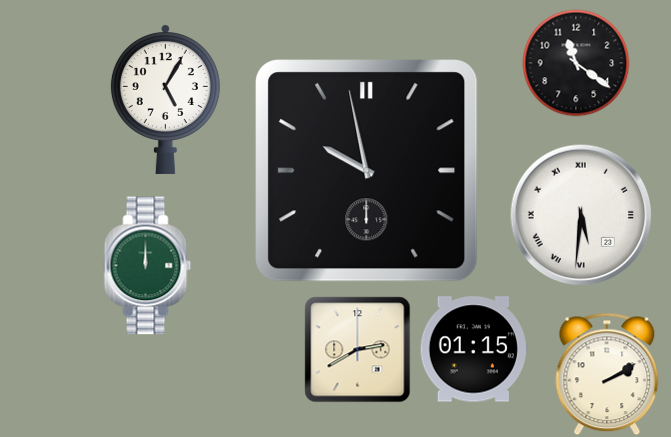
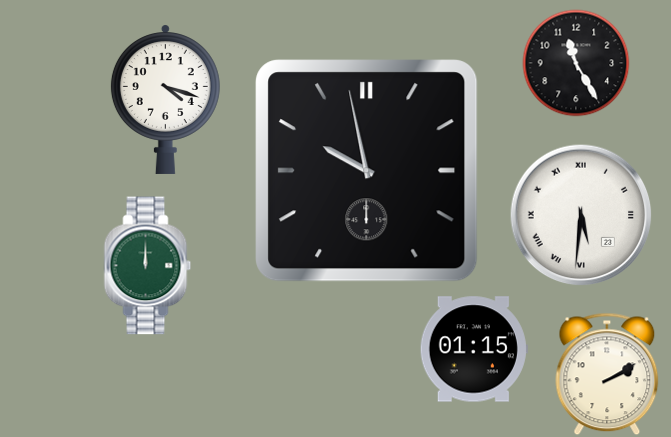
clock at (576, 63): 11:21 -> 11:25
clock at (165, 100): 5:05 -> 4:18
clock at (358, 350): 2:40 -> none
